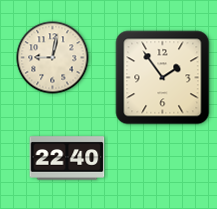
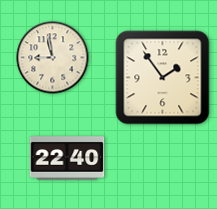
clock at (53, 58): 9:02 -> 8:58
